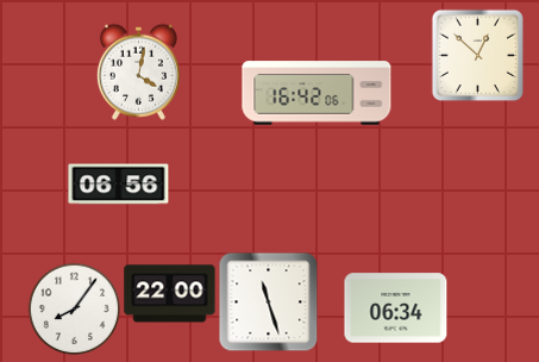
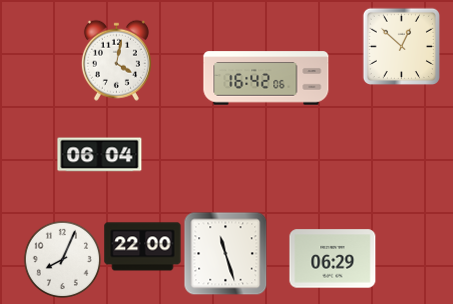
clock at (119, 185): 06:56 -> 06:04
clock at (74, 308): 8:06 -> 8:04
clock at (396, 308): 06:34 -> 06:29
